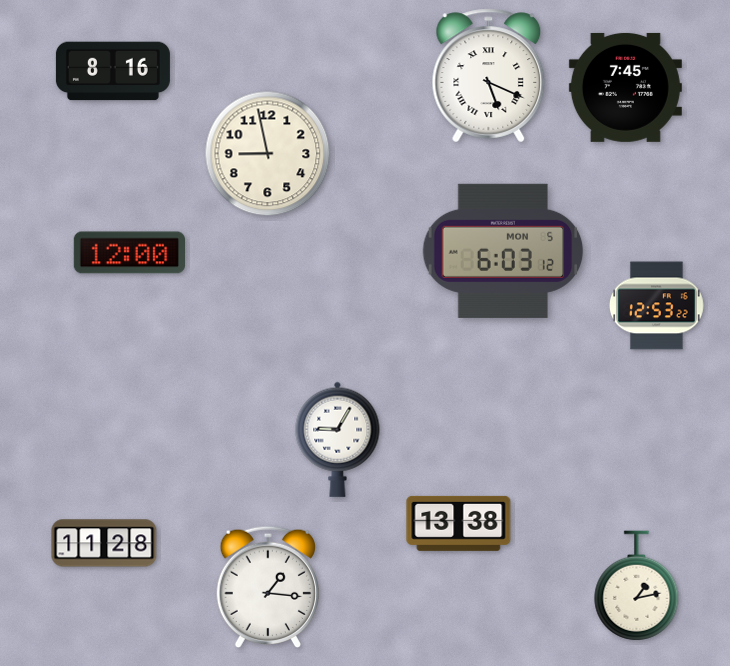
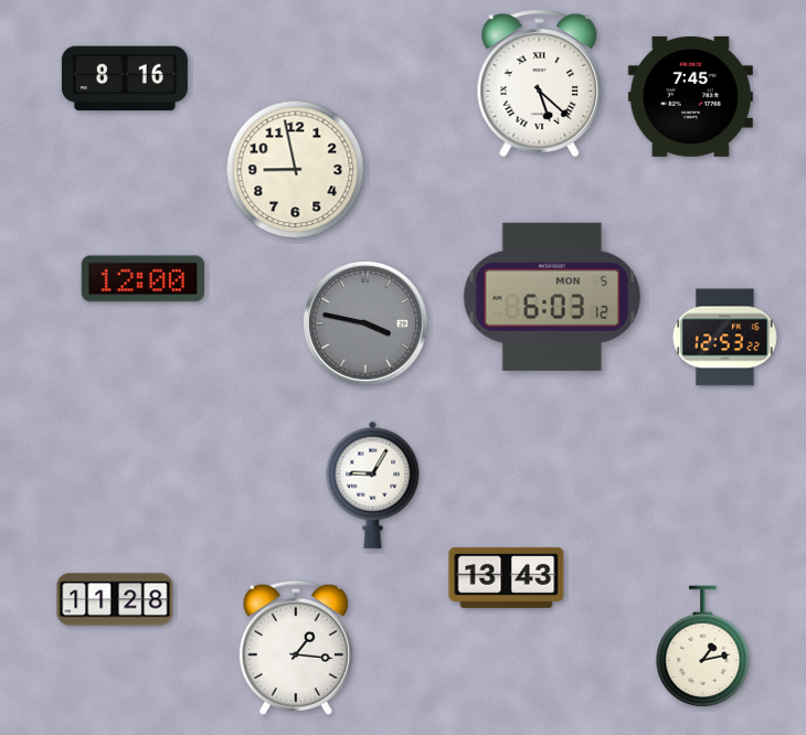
clock at (489, 76): 5:19 -> 5:22
clock at (503, 251) position: (503, 251) -> (552, 297)
clock at (365, 323): none -> 3:47
clock at (459, 523): 13:38 -> 13:43
